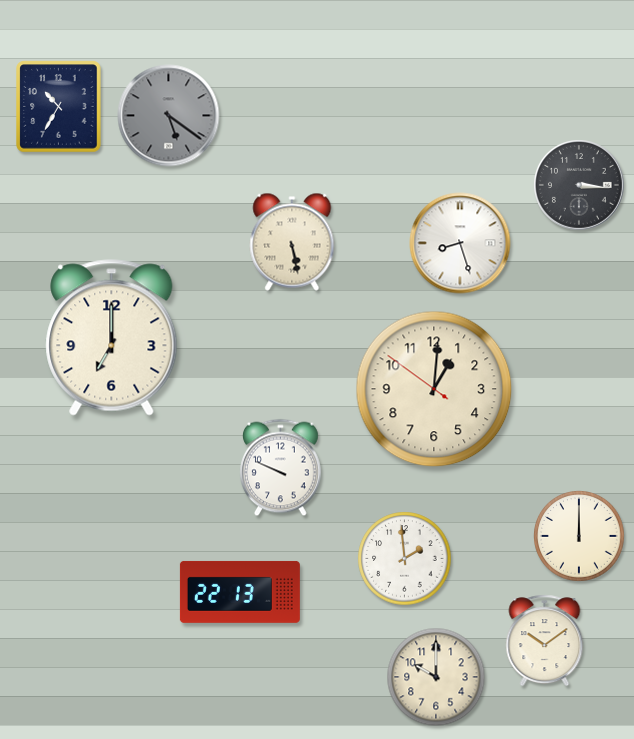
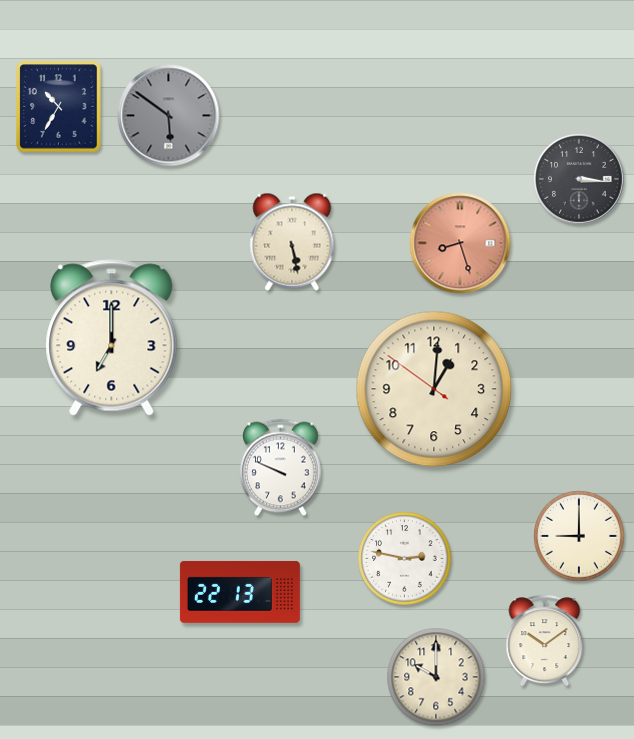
clock at (169, 116): 5:21 -> 5:51
clock at (580, 186) position: (580, 186) -> (580, 180)
clock at (460, 243) dial: white -> salmon
clock at (580, 537): 12:00 -> 9:00
clock at (405, 559): 1:59 -> 2:47
